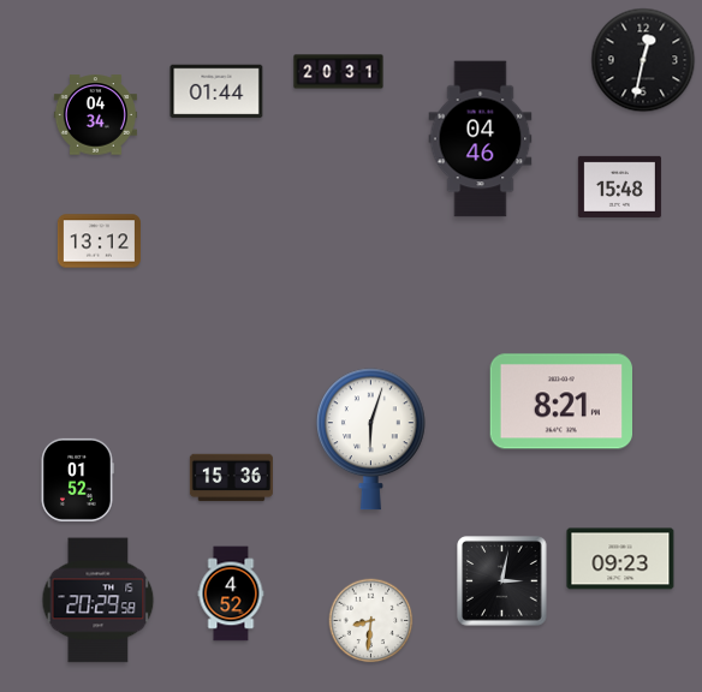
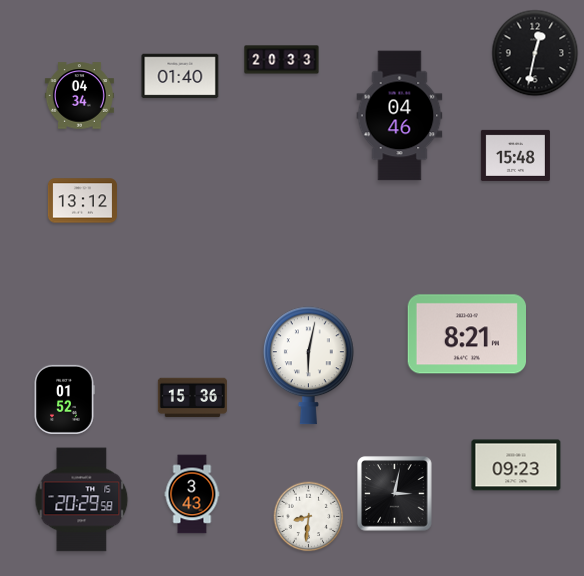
clock at (643, 60) position: (643, 60) -> (535, 53)
clock at (339, 72): 20:31 -> 20:33
clock at (216, 91): 01:44 -> 01:40
clock at (370, 440): 6:03 -> 6:02
clock at (502, 581) position: (502, 581) -> (395, 494)
clock at (231, 593): 4:52 -> 3:43
